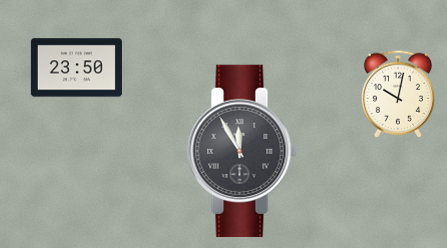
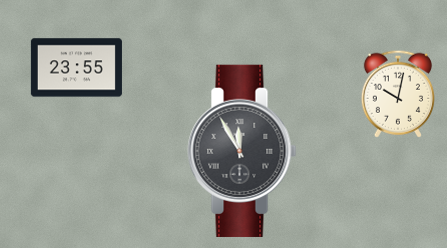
clock at (76, 68): 23:50 -> 23:55
